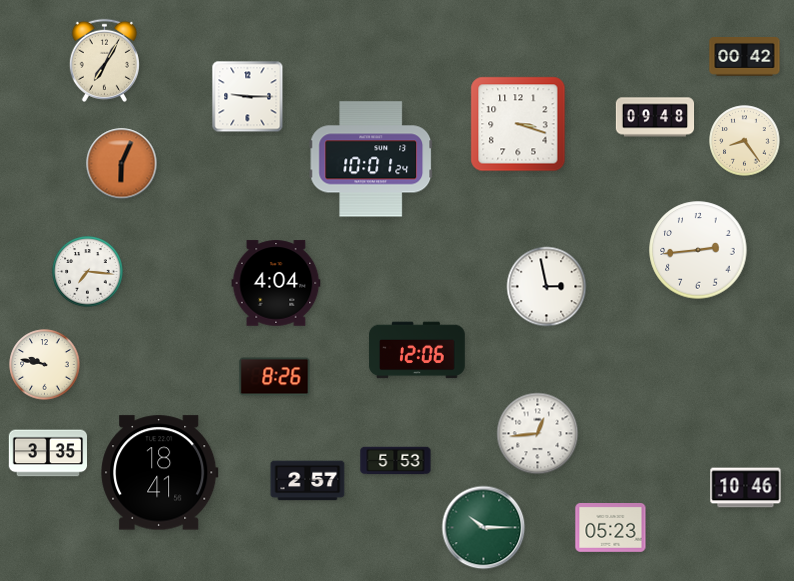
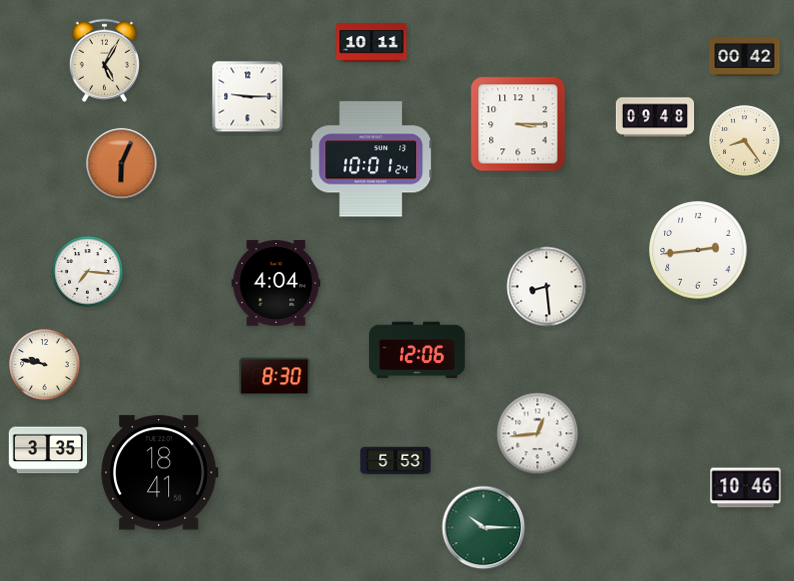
clock at (372, 43): none -> 10:11
clock at (104, 60): 7:05 -> 5:05
clock at (518, 124): 3:18 -> 3:15
clock at (547, 287): 2:58 -> 8:29
clock at (275, 377): 8:26 -> 8:30
clock at (47, 453) position: (47, 453) -> (47, 450)
clock at (308, 481): 2:57 -> none
clock at (611, 528): 05:23 -> none
